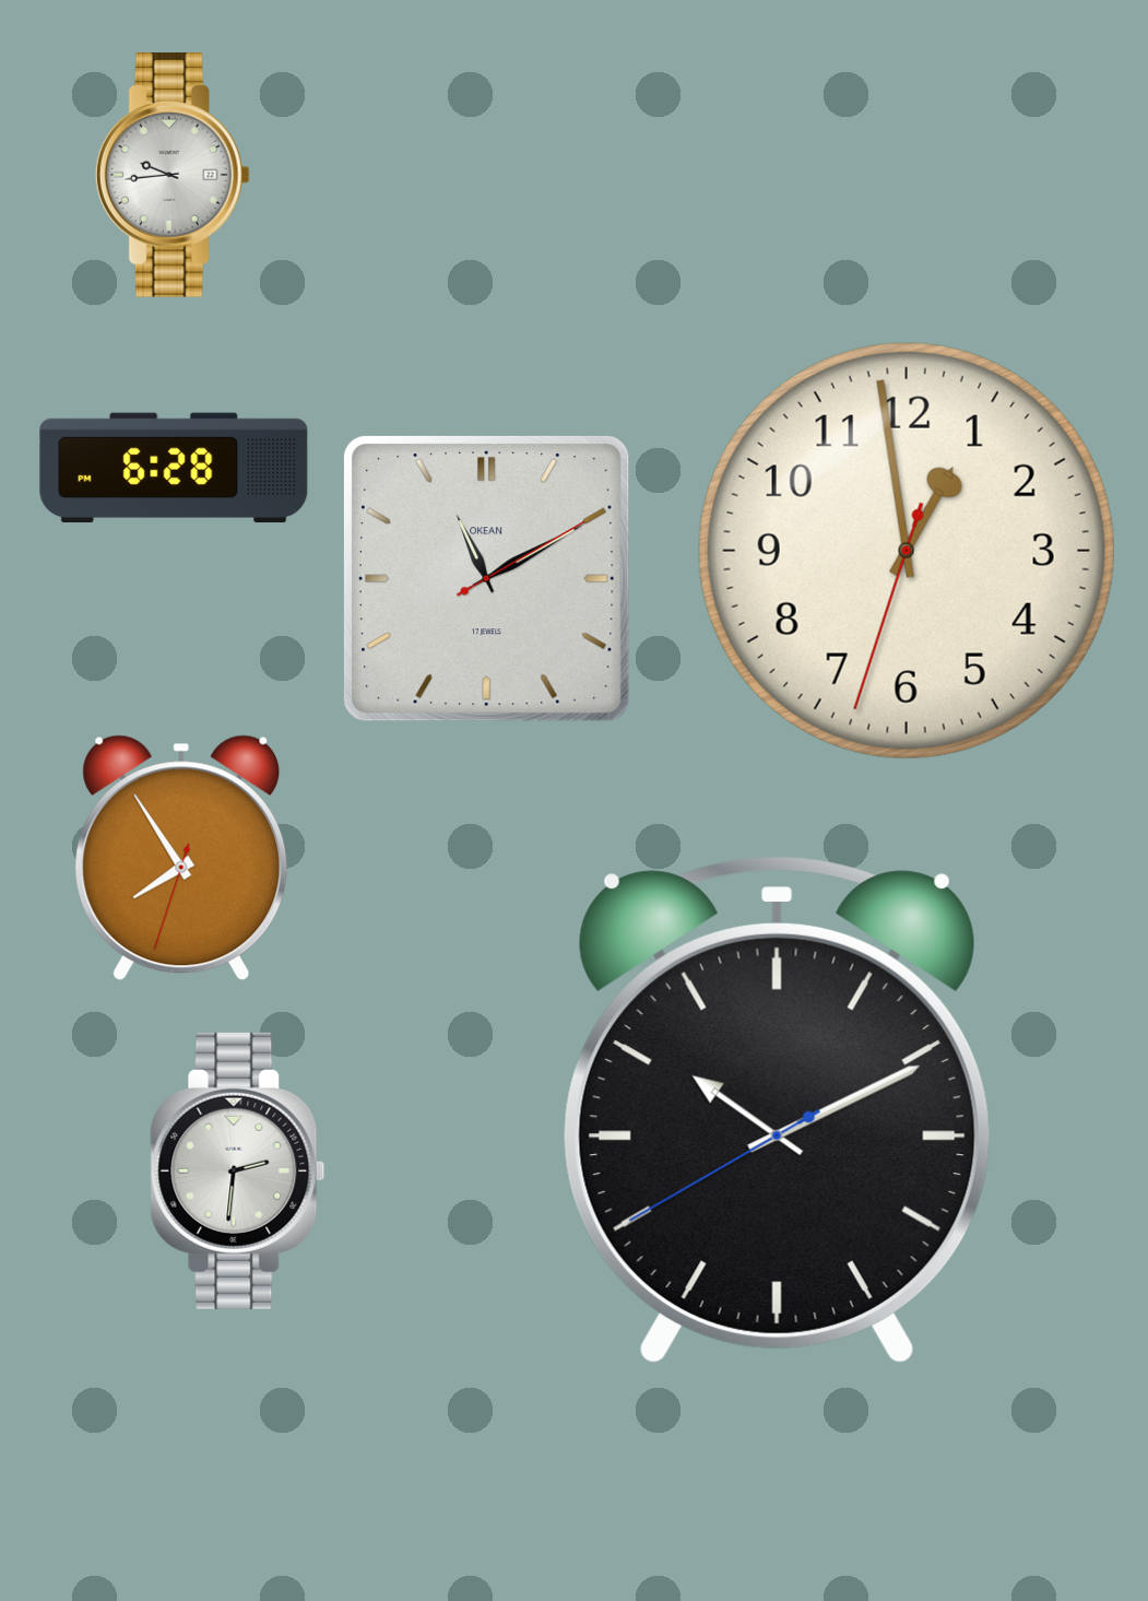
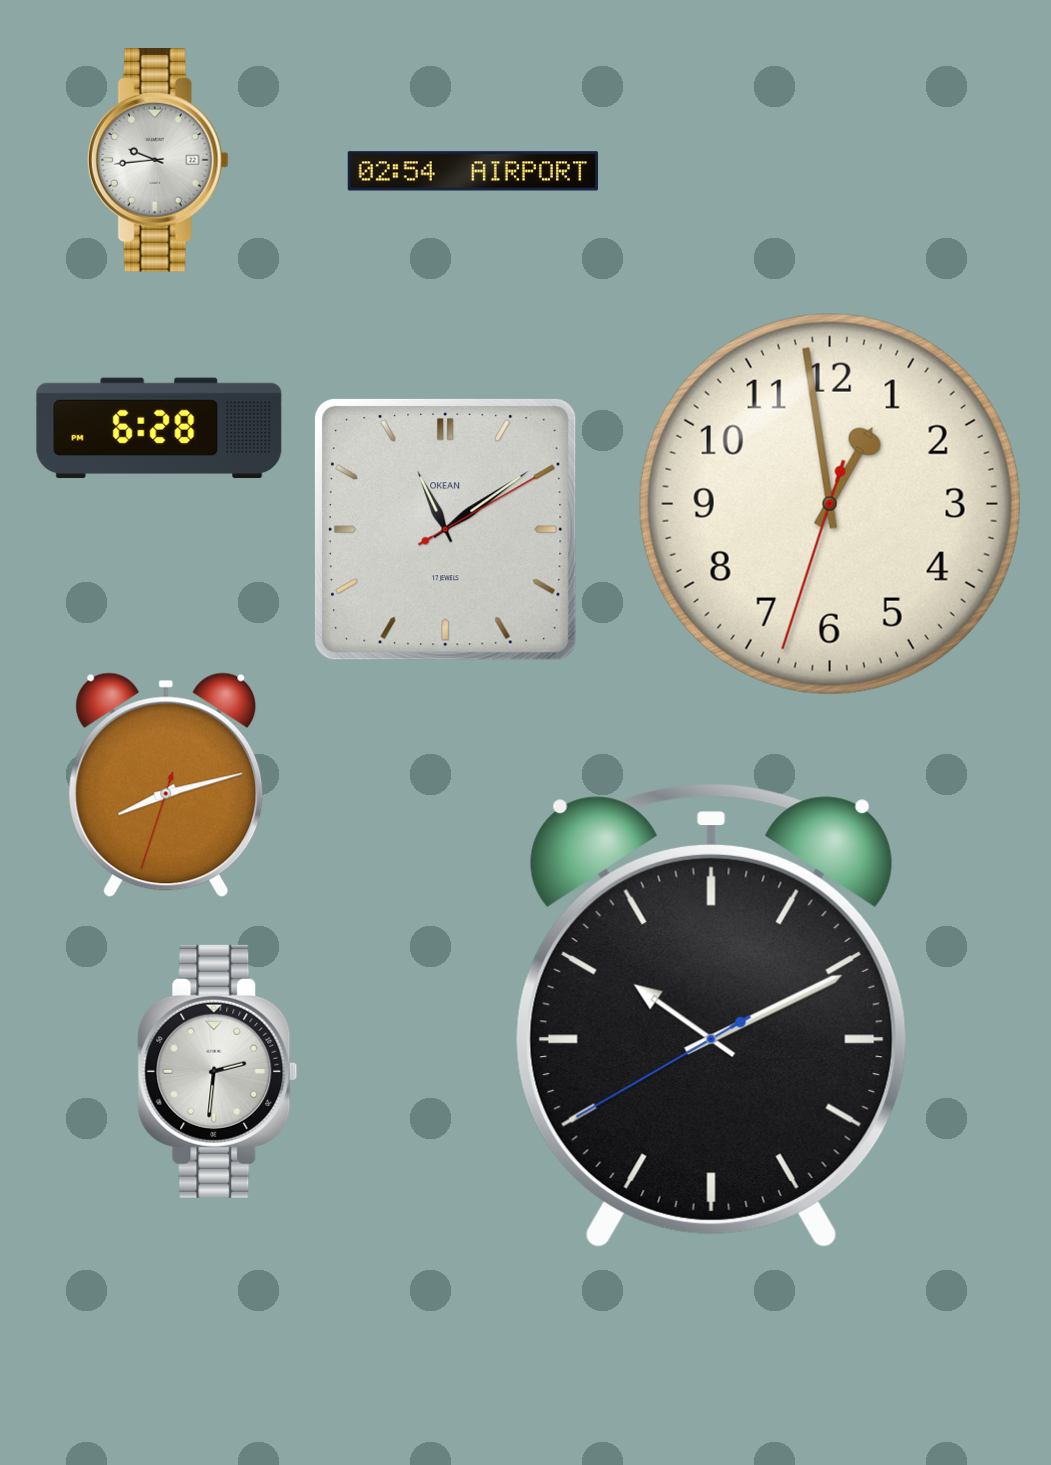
clock at (472, 171): none -> 02:54
clock at (486, 578): 11:10 -> 11:09
clock at (181, 858): 7:54 -> 8:12
